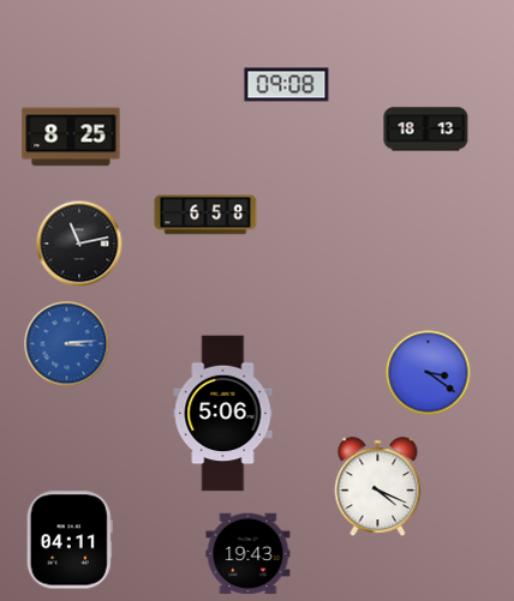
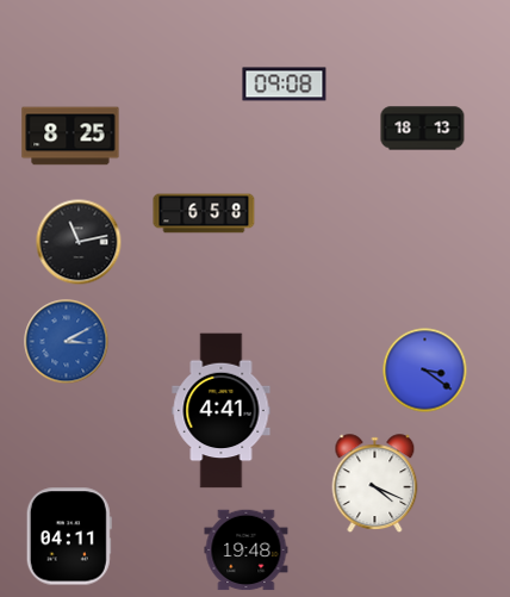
clock at (67, 344): 3:14 -> 3:10
clock at (223, 414): 5:06 -> 4:41
clock at (249, 554): 19:43 -> 19:48
